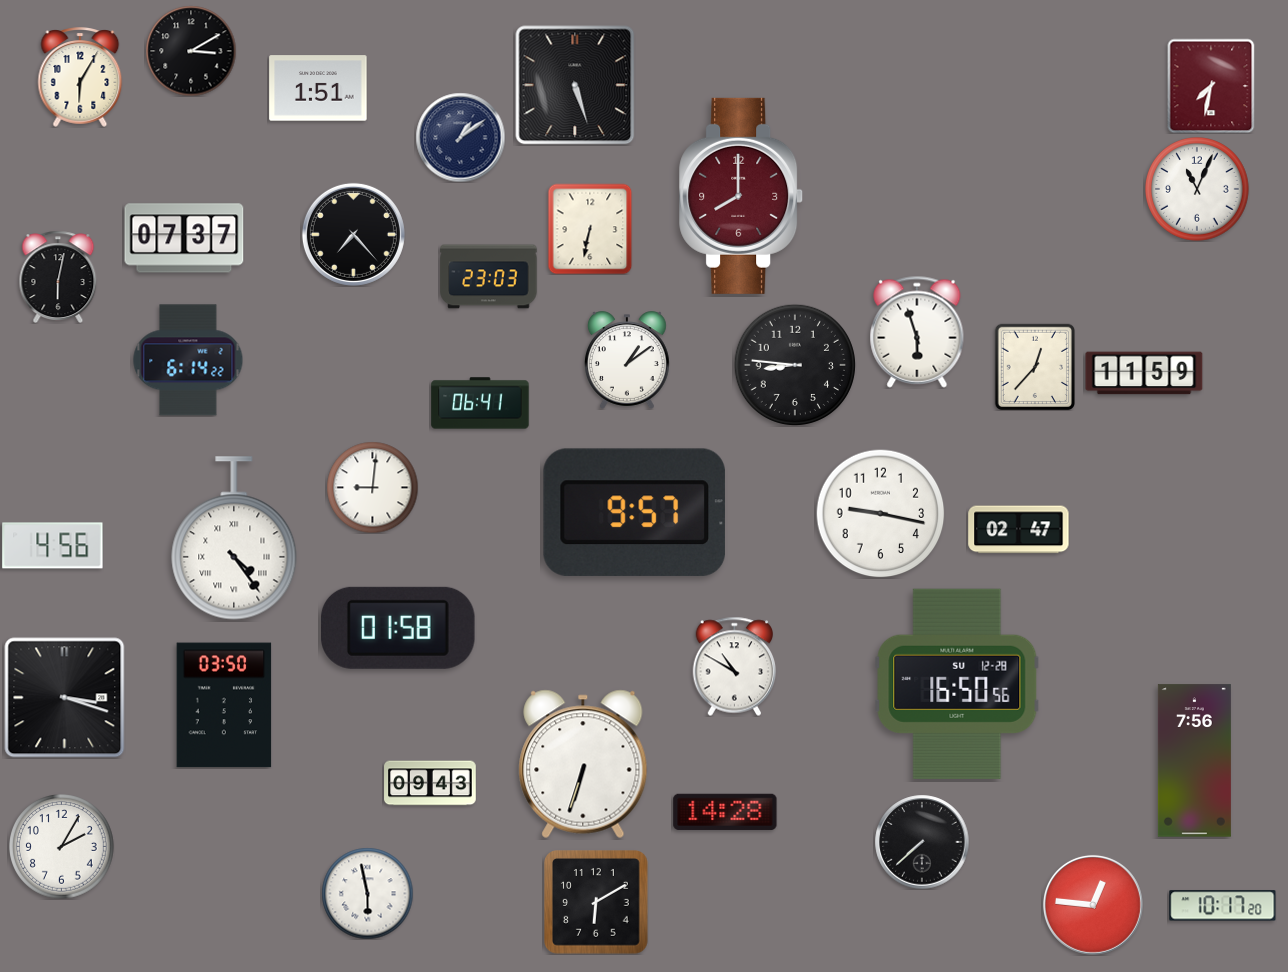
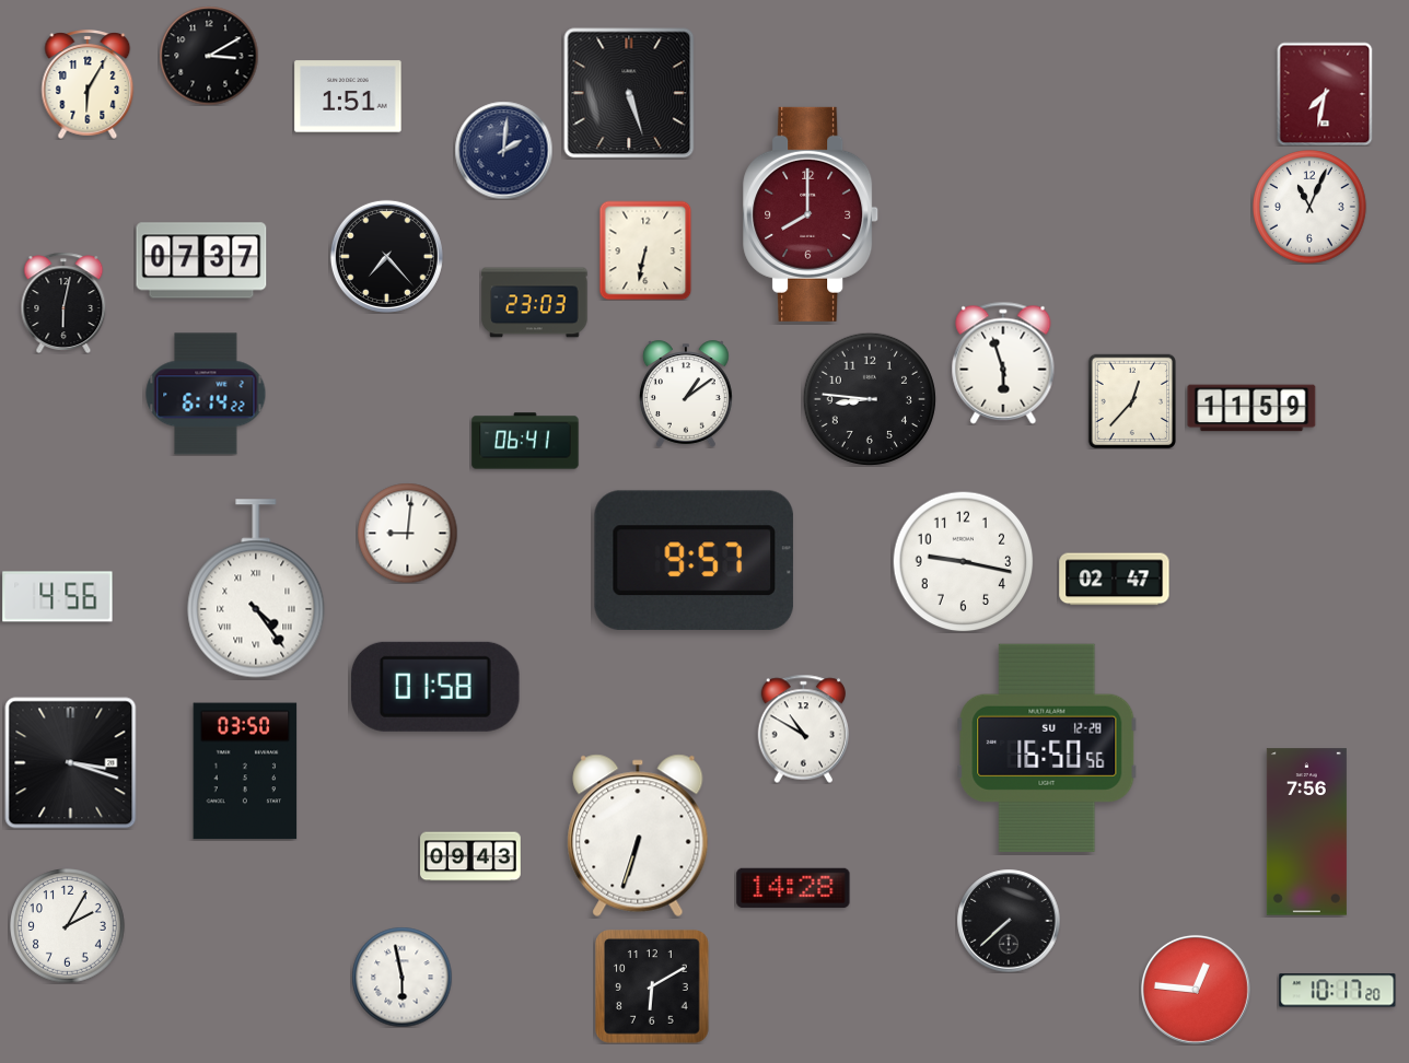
clock at (460, 137): 1:09 -> 2:01
